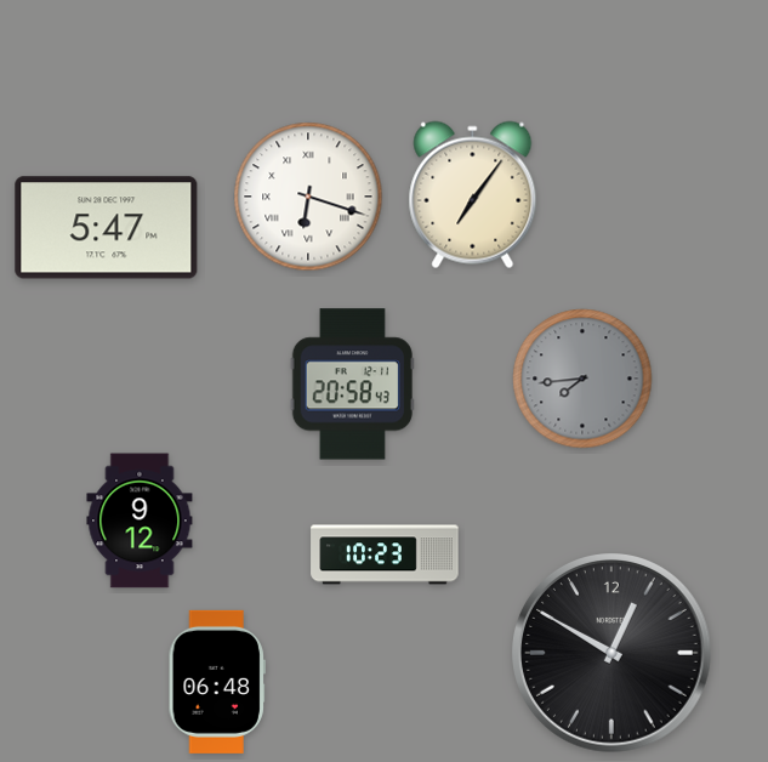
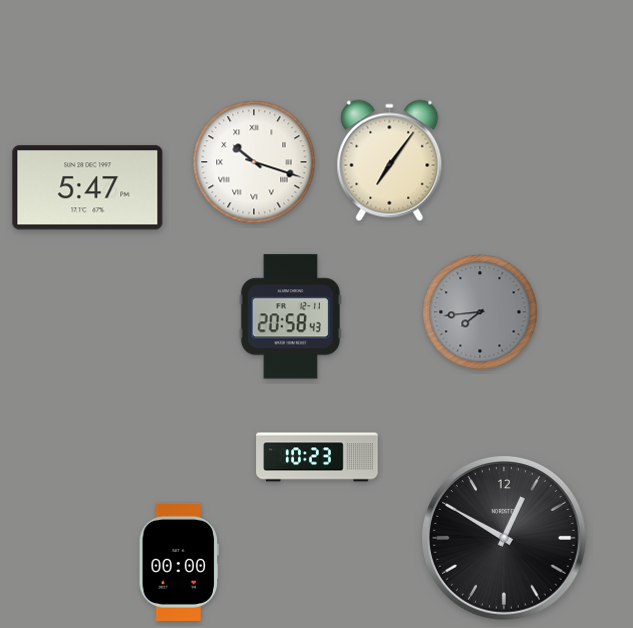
clock at (308, 197): 6:18 -> 10:18
clock at (140, 521): 9:12 -> none
clock at (217, 682): 06:48 -> 00:00
